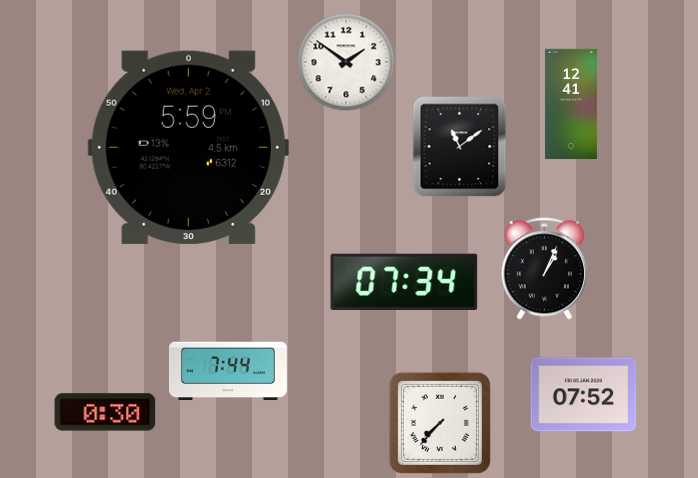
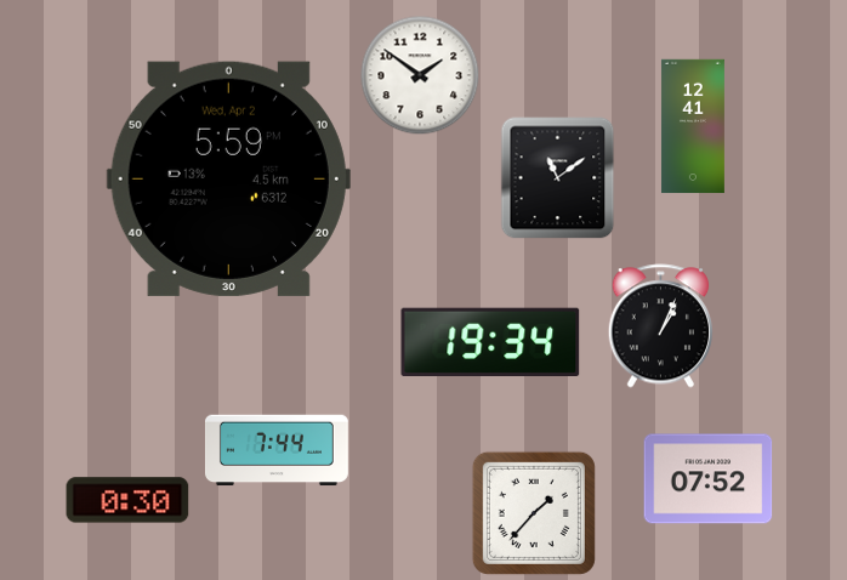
clock at (404, 281): 07:34 -> 19:34
clock at (440, 423): 7:37 -> 1:37
